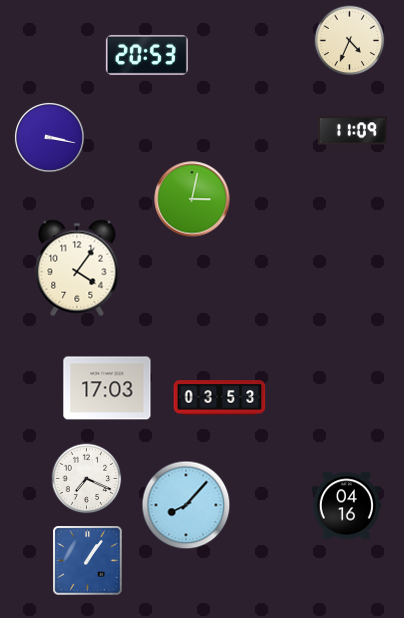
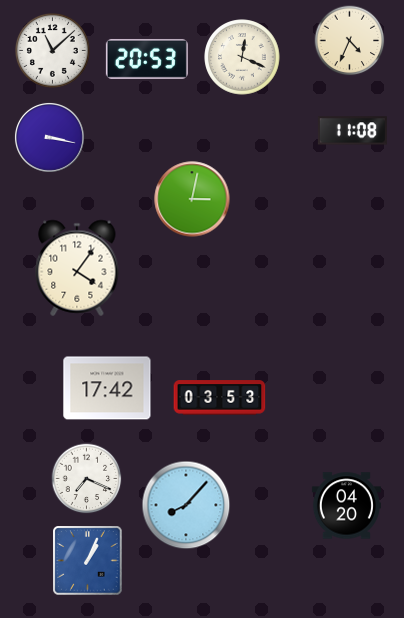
clock at (52, 51): none -> 11:08
clock at (147, 55) position: (147, 55) -> (147, 59)
clock at (242, 57): none -> 12:19
clock at (352, 131): 11:09 -> 11:08
clock at (107, 388): 17:03 -> 17:42
clock at (346, 506): 04:16 -> 04:20
clock at (88, 561): 1:06 -> 1:04
